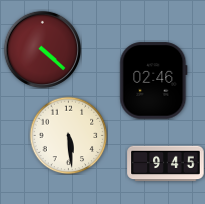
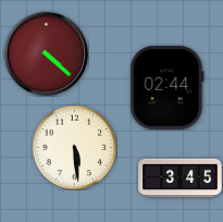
clock at (154, 81): 02:46 -> 02:44
clock at (166, 164): 9:45 -> 3:45
